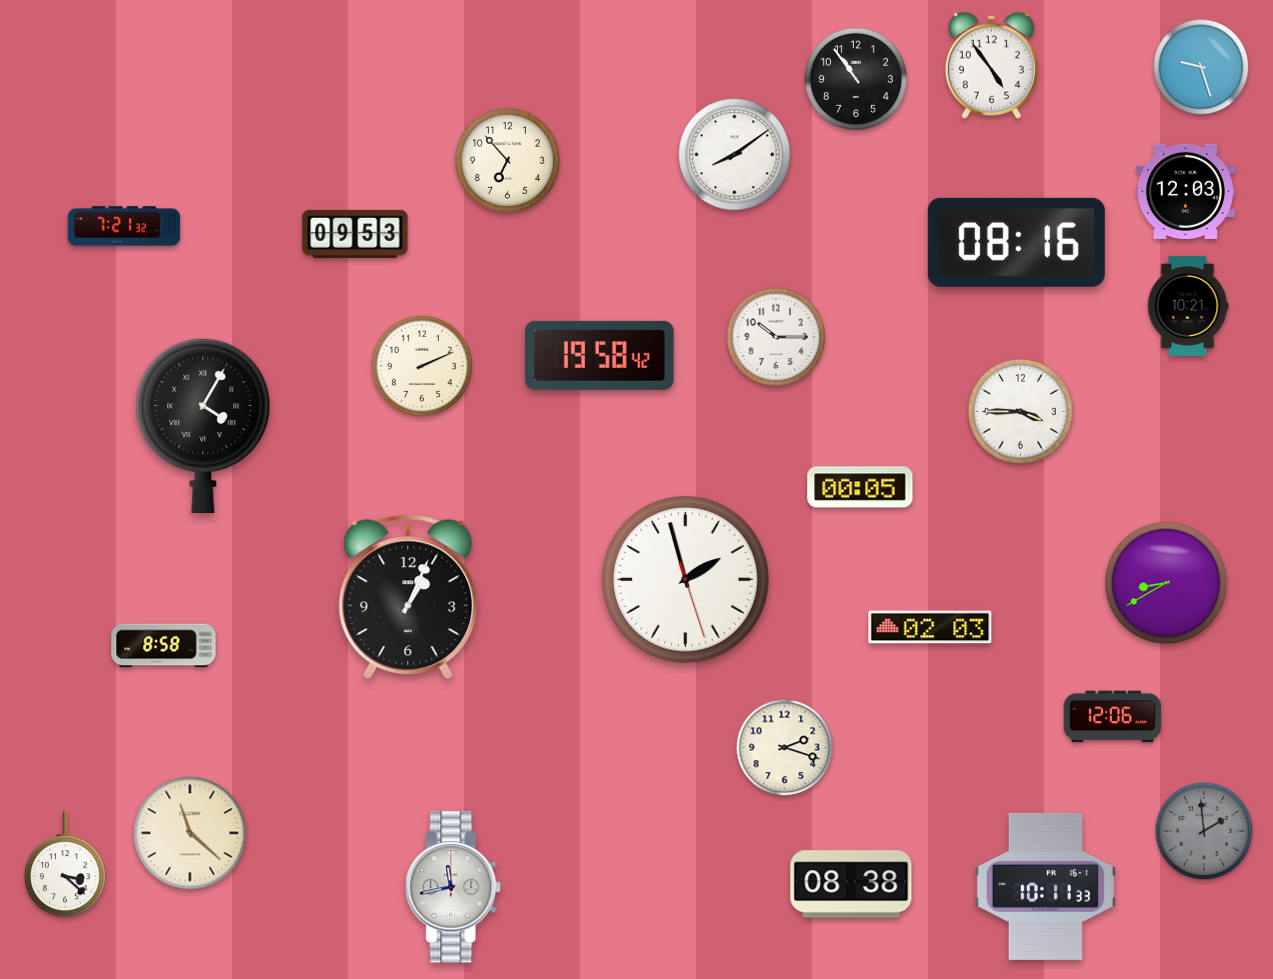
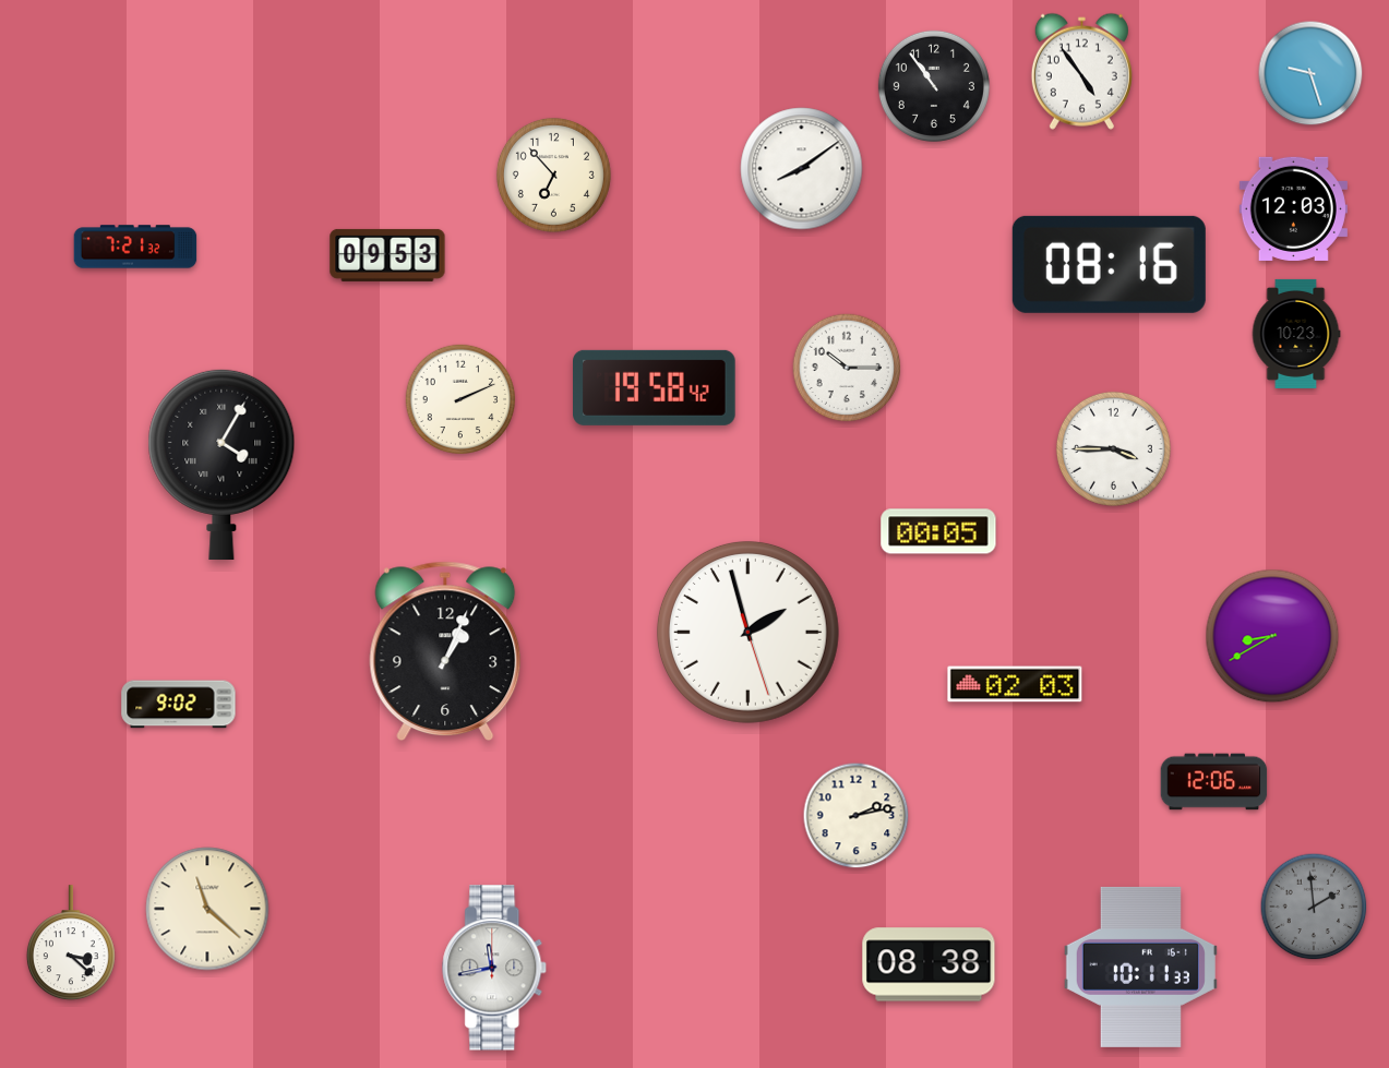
clock at (1188, 306): 10:21 -> 10:23
clock at (164, 646): 8:58 -> 9:02
clock at (785, 748): 2:18 -> 2:13
